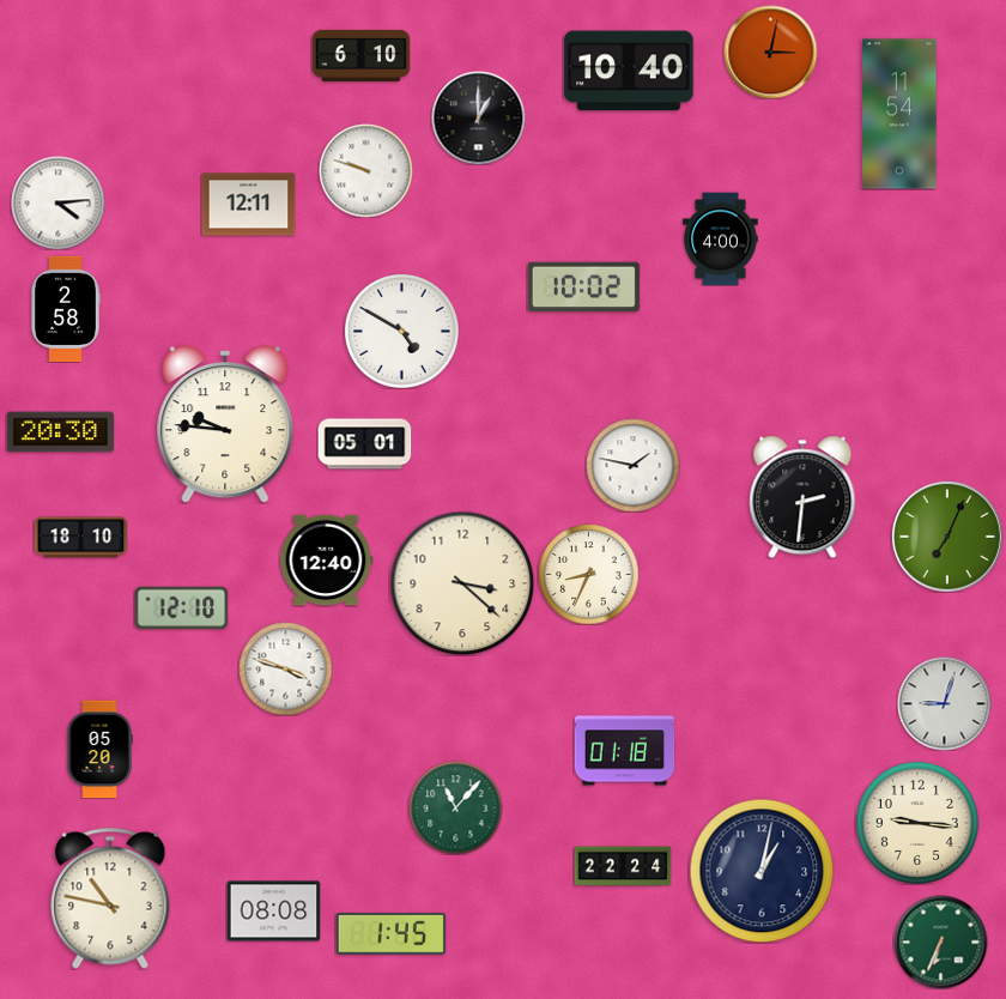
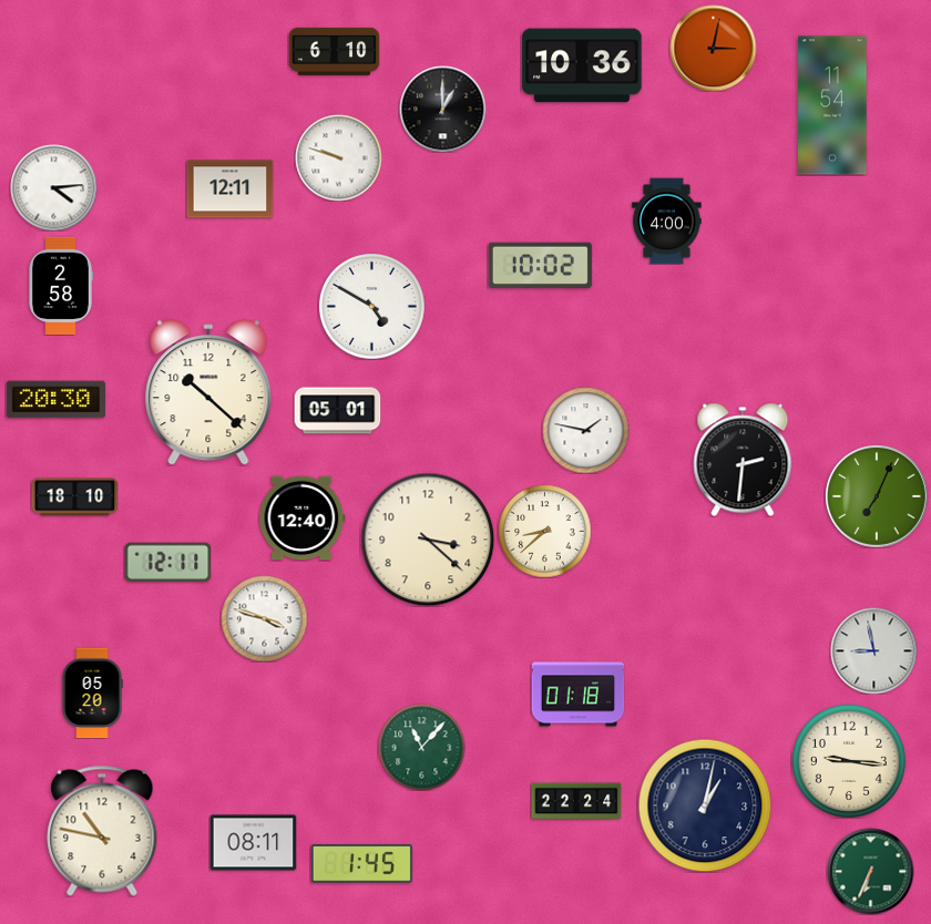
clock at (629, 71): 10:40 -> 10:36
clock at (225, 424): 9:46 -> 10:22
clock at (588, 574): 8:34 -> 8:38
clock at (181, 609): 12:10 -> 12:11
clock at (944, 703): 9:03 -> 8:58
clock at (273, 912): 08:08 -> 08:11
